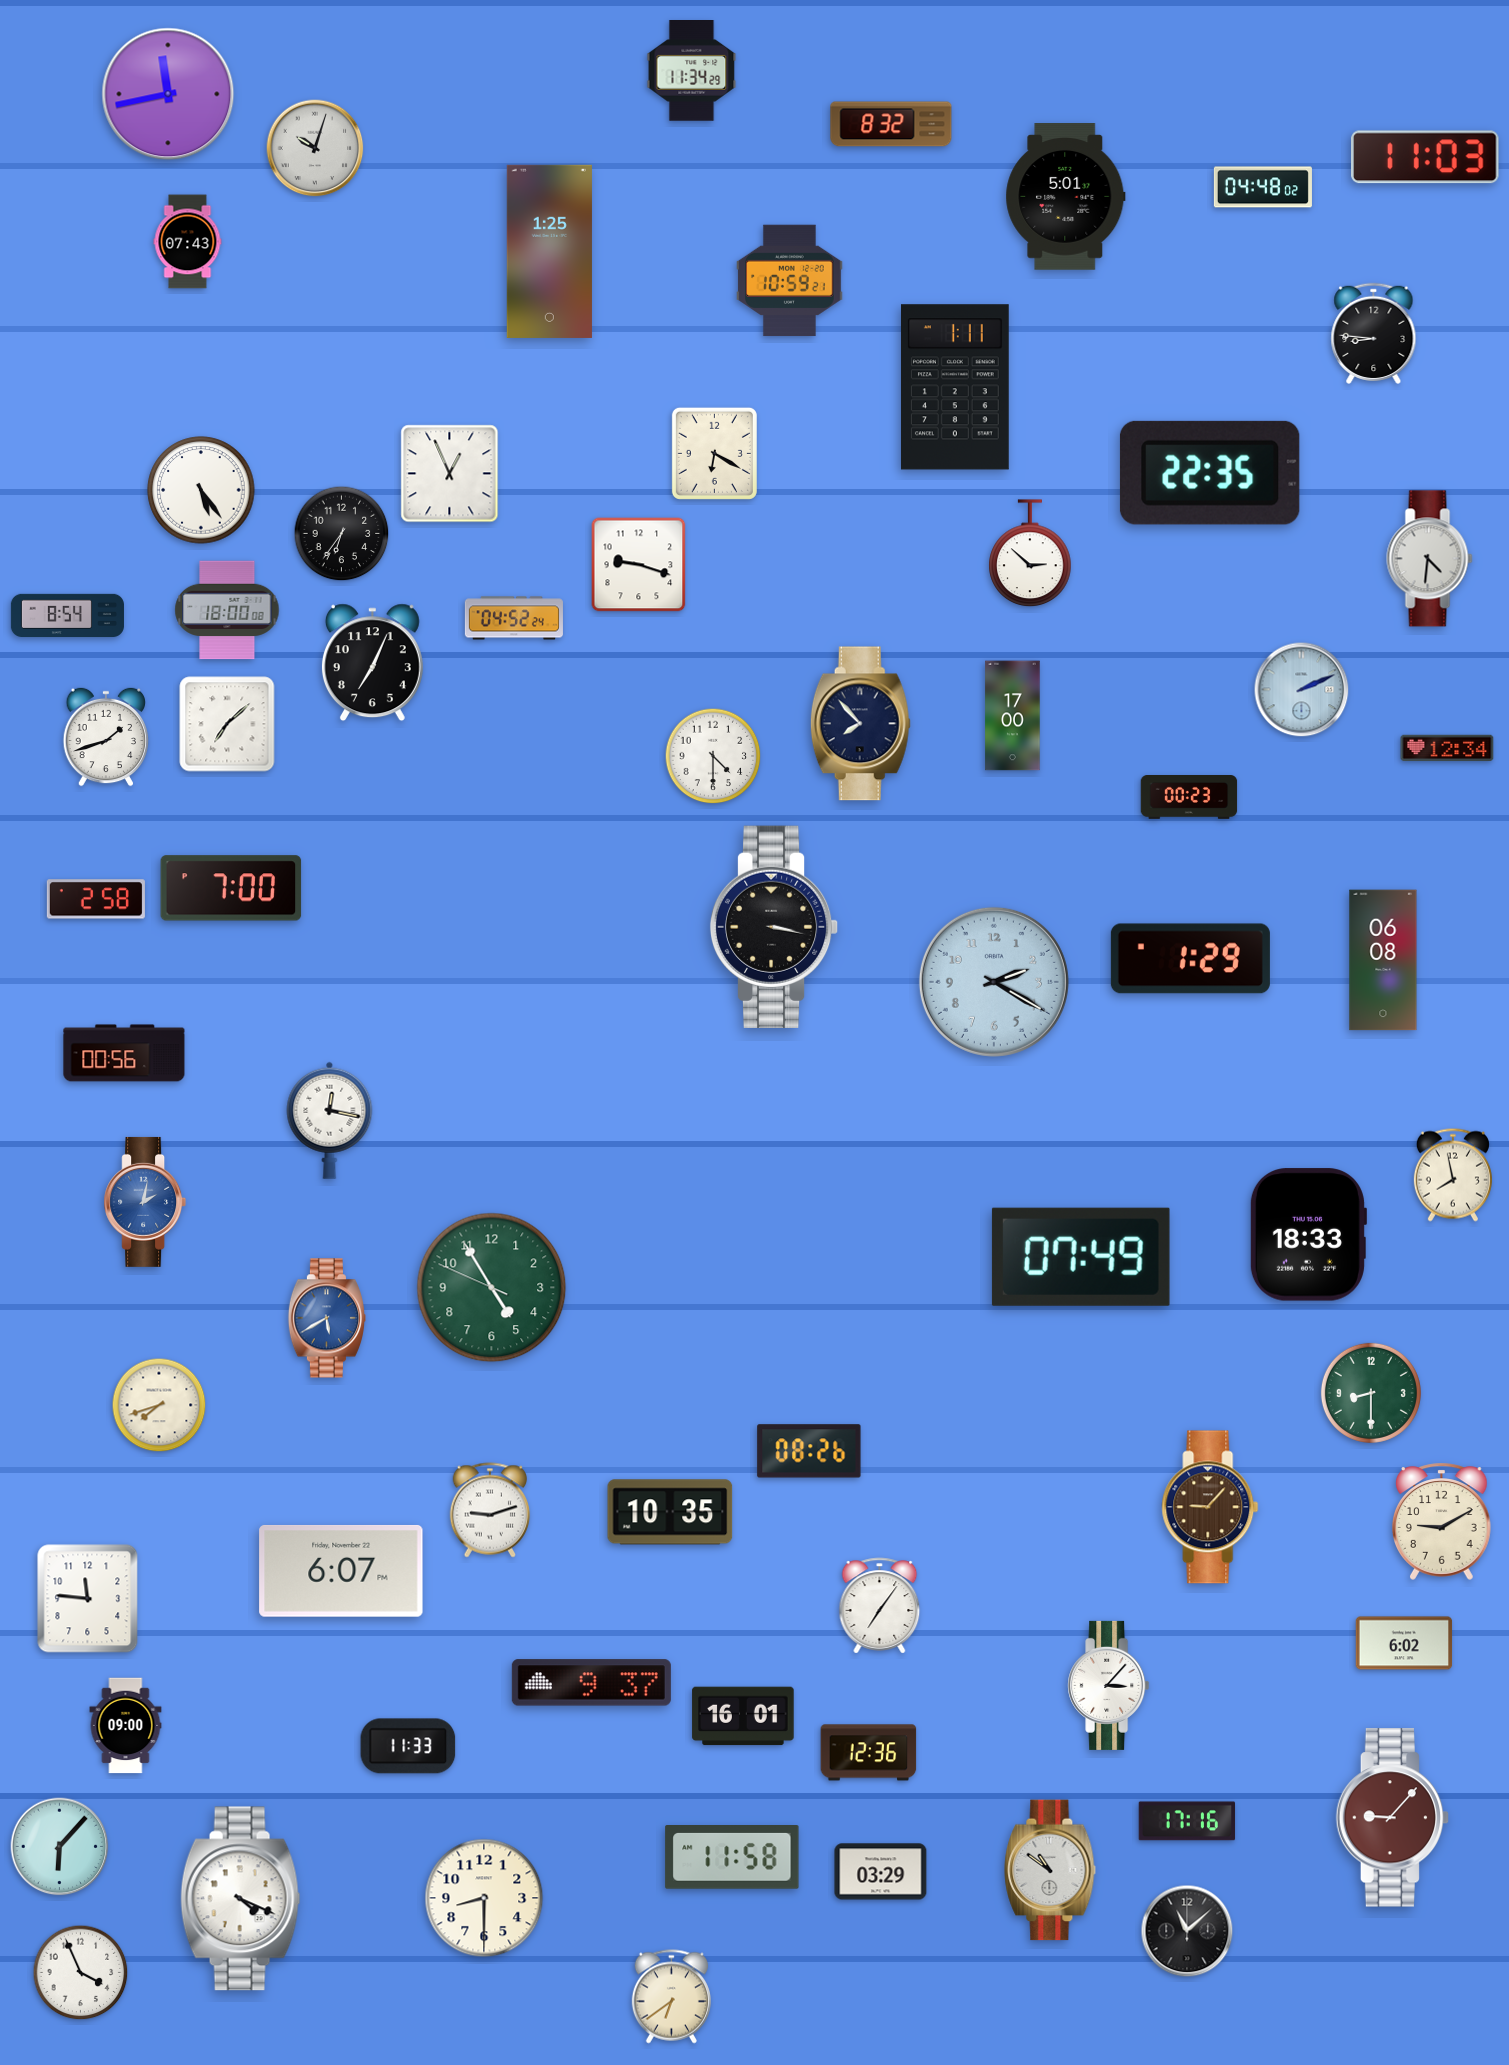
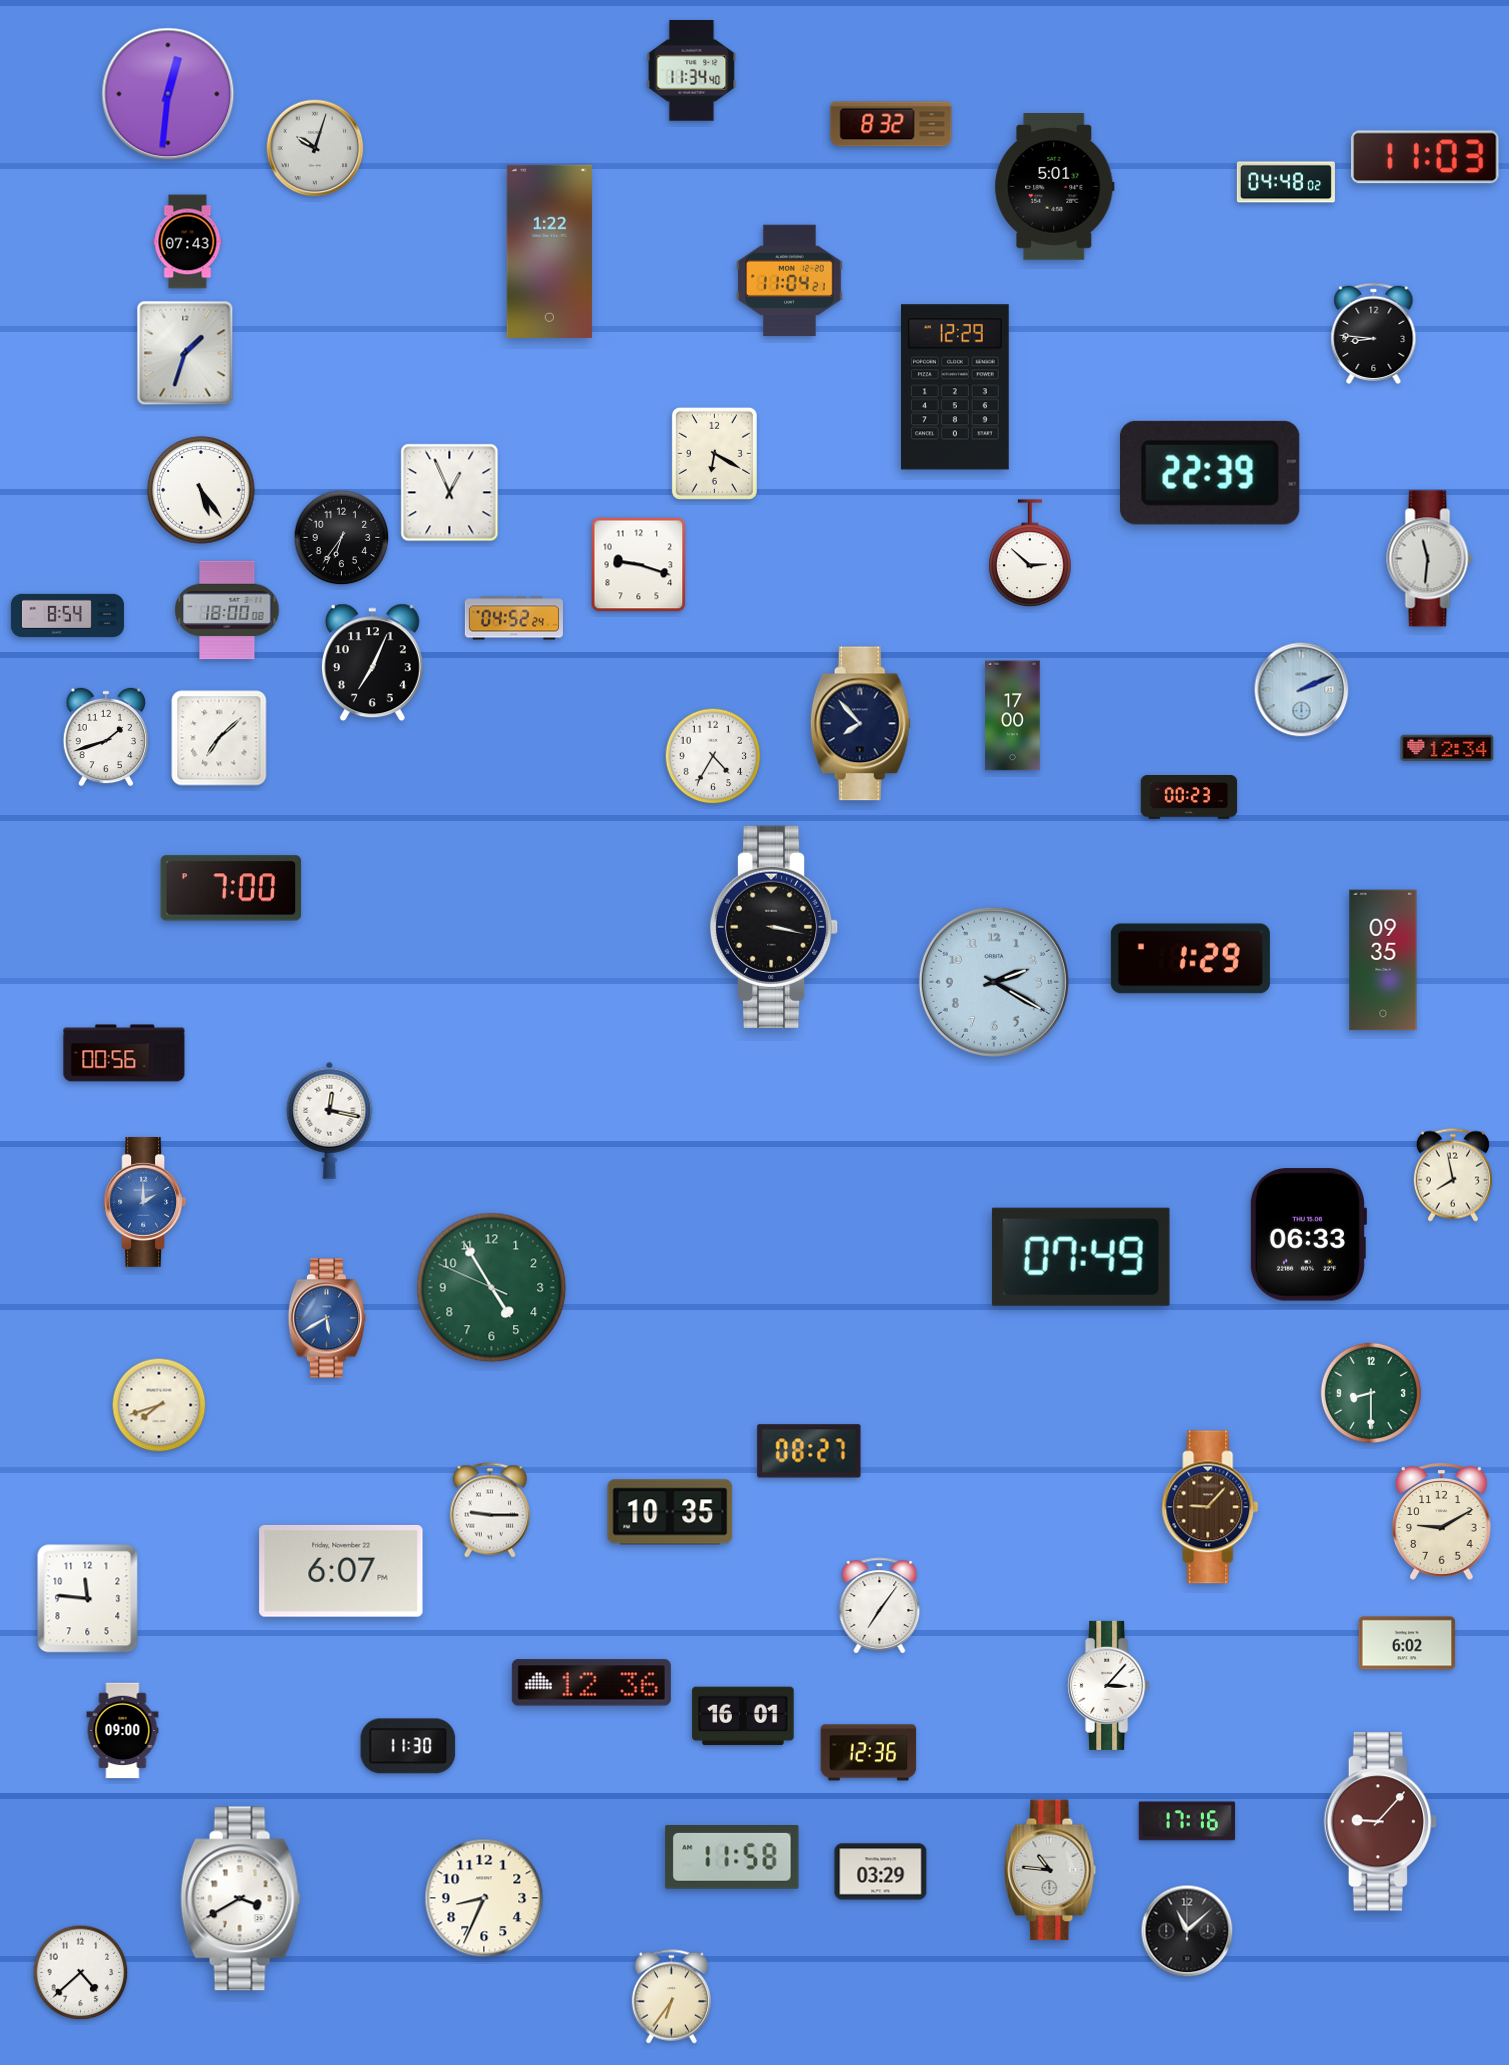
clock at (692, 71): 11:34:29 -> 11:34:40
clock at (168, 94): 11:43 -> 12:31
clock at (1263, 187) position: (1263, 187) -> (1286, 182)
clock at (1066, 197) position: (1066, 197) -> (1055, 187)
clock at (549, 251): 1:25 -> 1:22
clock at (790, 281): 10:59 -> 11:04
clock at (185, 353): none -> 1:33
clock at (955, 387): 1:11 -> 12:29
clock at (1210, 473): 22:35 -> 22:39
clock at (450, 474) position: (450, 474) -> (450, 493)
clock at (342, 534) position: (342, 534) -> (342, 538)
clock at (1430, 559): 4:31 -> 11:31
clock at (227, 724) position: (227, 724) -> (219, 738)
clock at (713, 756): 4:30 -> 4:35
clock at (96, 899): 2:58 -> none
clock at (1383, 960): 06:08 -> 09:35
clock at (145, 1202): 2:02 -> 2:00
clock at (1308, 1235): 18:33 -> 06:33
clock at (809, 1451): 08:26 -> 08:27
clock at (490, 1510): 9:12 -> 9:15
clock at (1404, 1643) position: (1404, 1643) -> (1407, 1643)
clock at (591, 1683): 9:37 -> 12:36
clock at (126, 1726) position: (126, 1726) -> (123, 1731)
clock at (408, 1746): 11:33 -> 11:30
clock at (1393, 1818) position: (1393, 1818) -> (1381, 1822)
clock at (60, 1847): 6:07 -> none
clock at (1050, 1870): 10:51 -> 10:46
clock at (484, 1898): 8:30 -> 8:34
clock at (241, 1899): 4:19 -> 3:40
clock at (81, 1973): 3:56 -> 4:38
clock at (671, 1997): 6:39 -> 6:36
